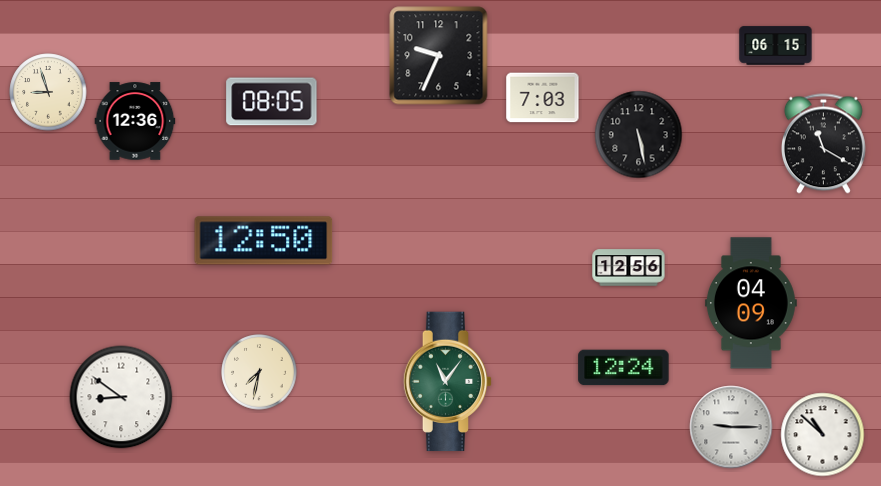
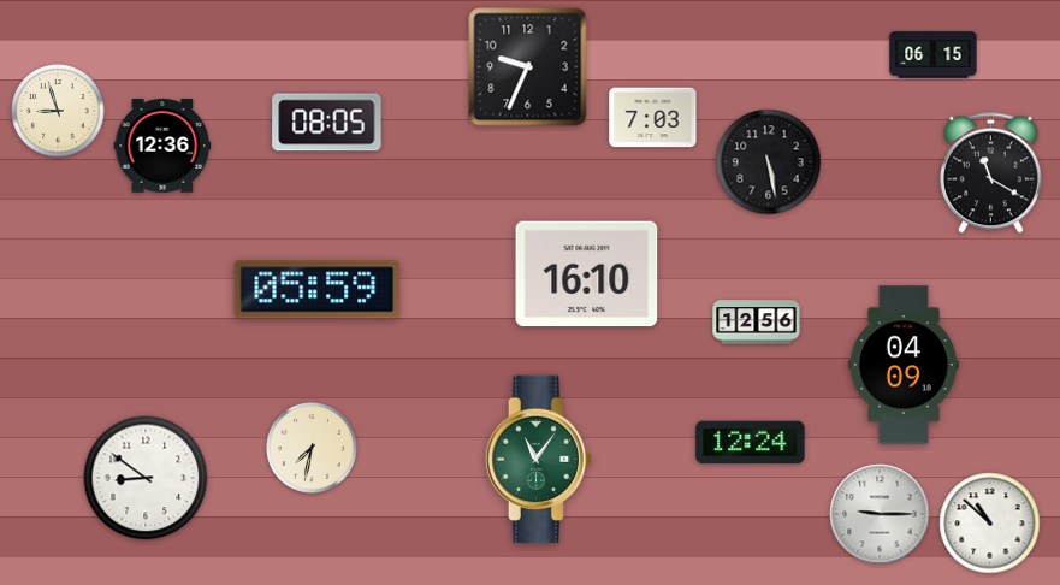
clock at (587, 274): none -> 16:10
clock at (264, 241): 12:50 -> 05:59
